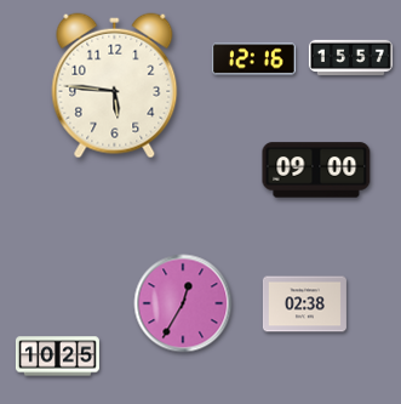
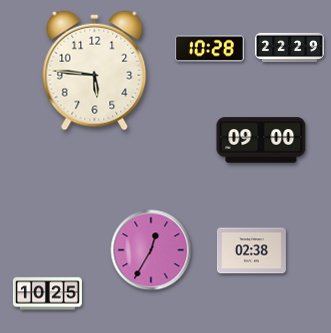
clock at (350, 57): 15:57 -> 22:29
clock at (253, 59): 12:16 -> 10:28
